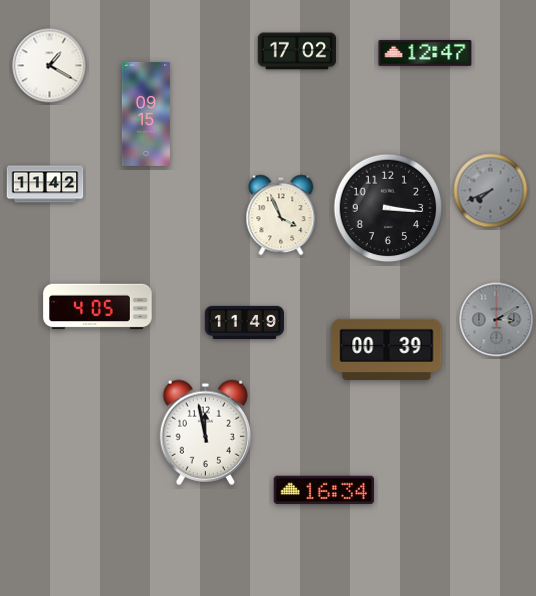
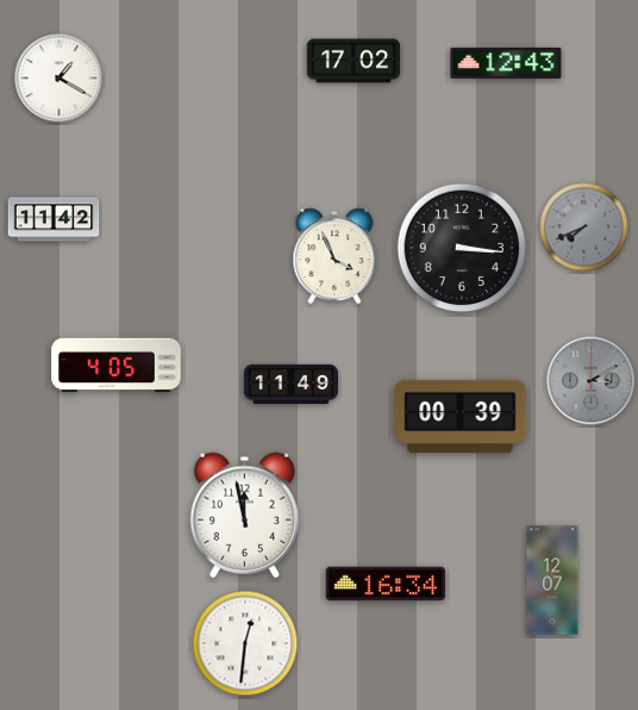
clock at (425, 53): 12:47 -> 12:43
clock at (145, 114): 09:15 -> none
clock at (552, 580): none -> 12:07
clock at (245, 643): none -> 12:31
